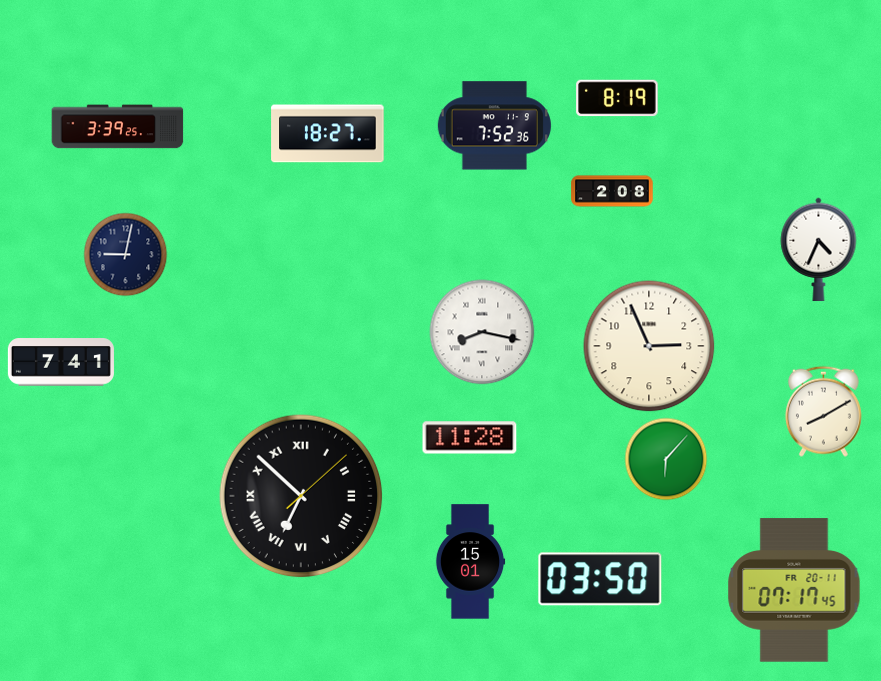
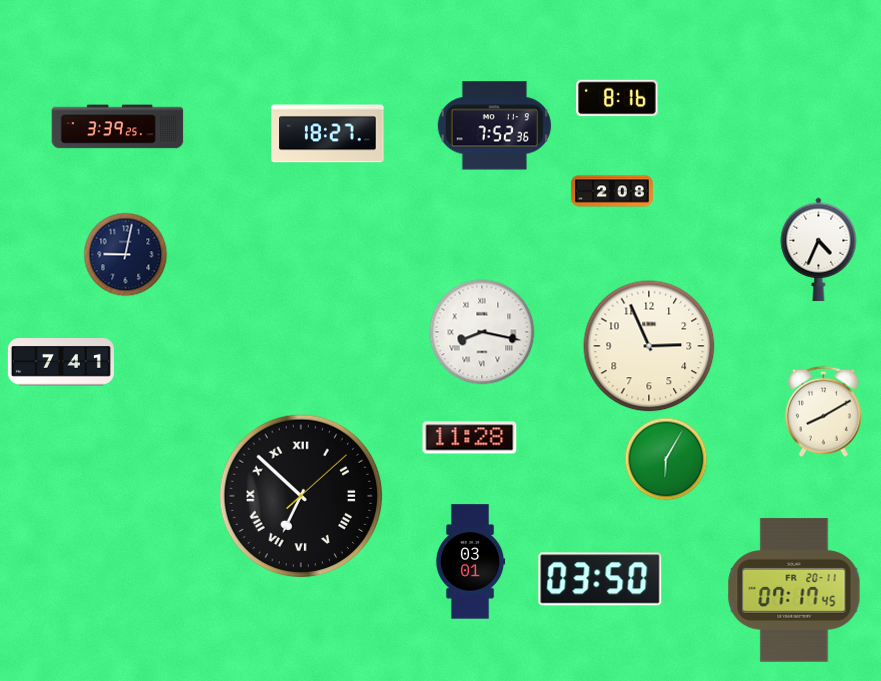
clock at (617, 98): 8:19 -> 8:16
clock at (666, 459): 6:07 -> 6:05
clock at (470, 562): 15:01 -> 03:01
